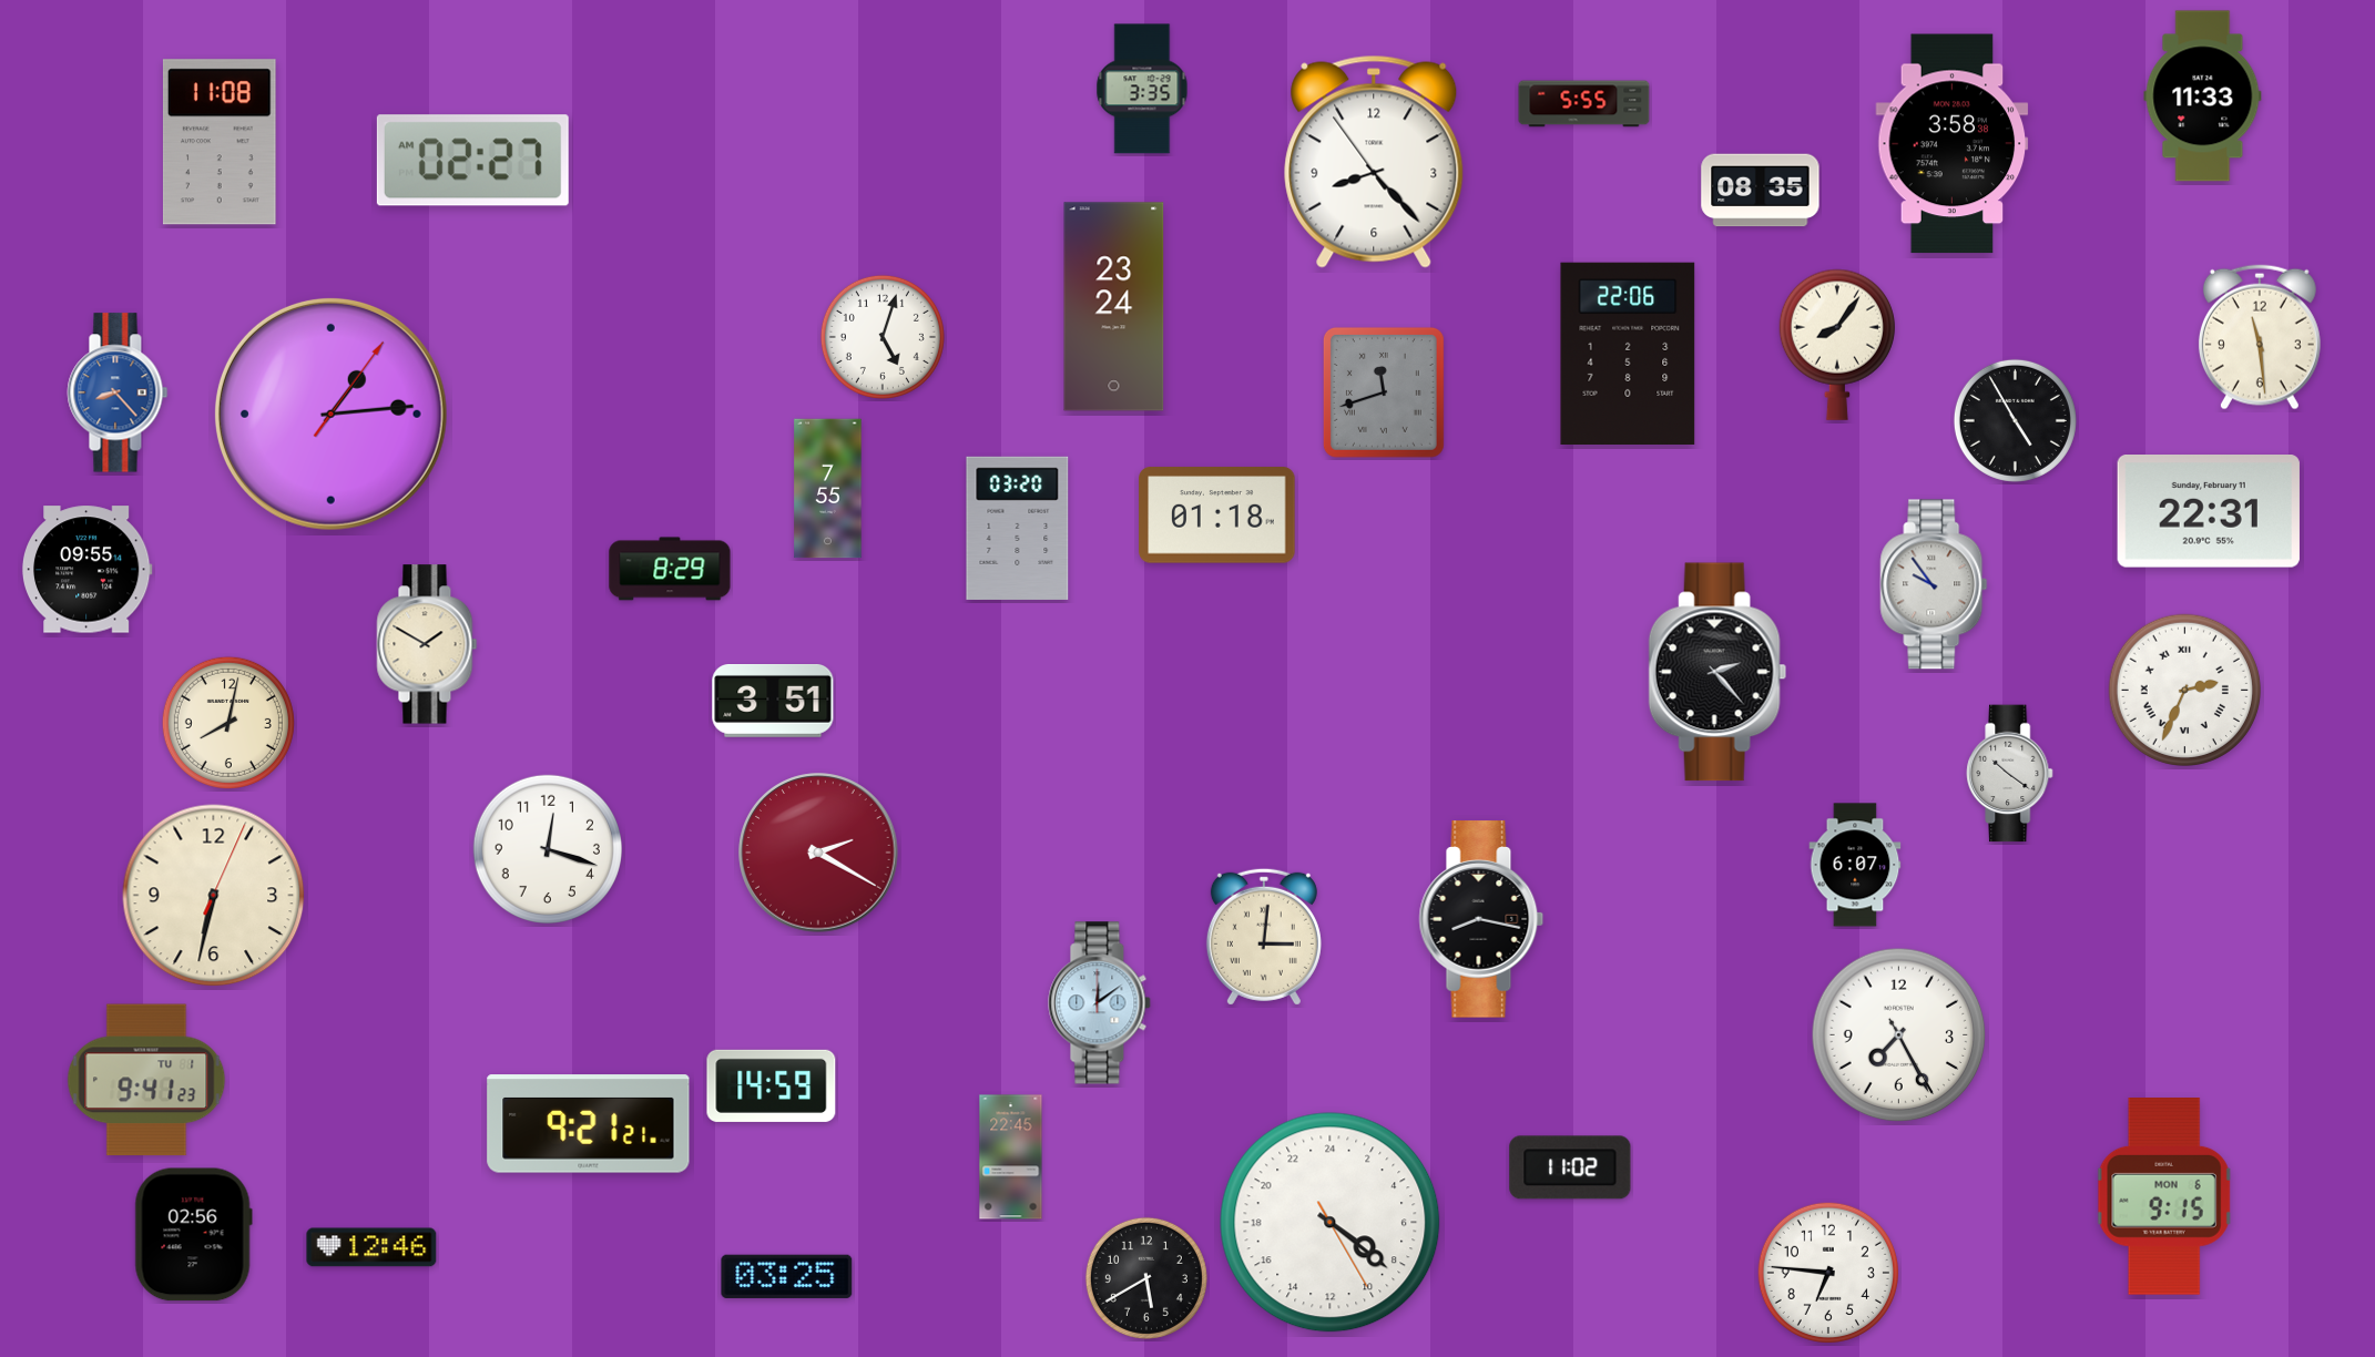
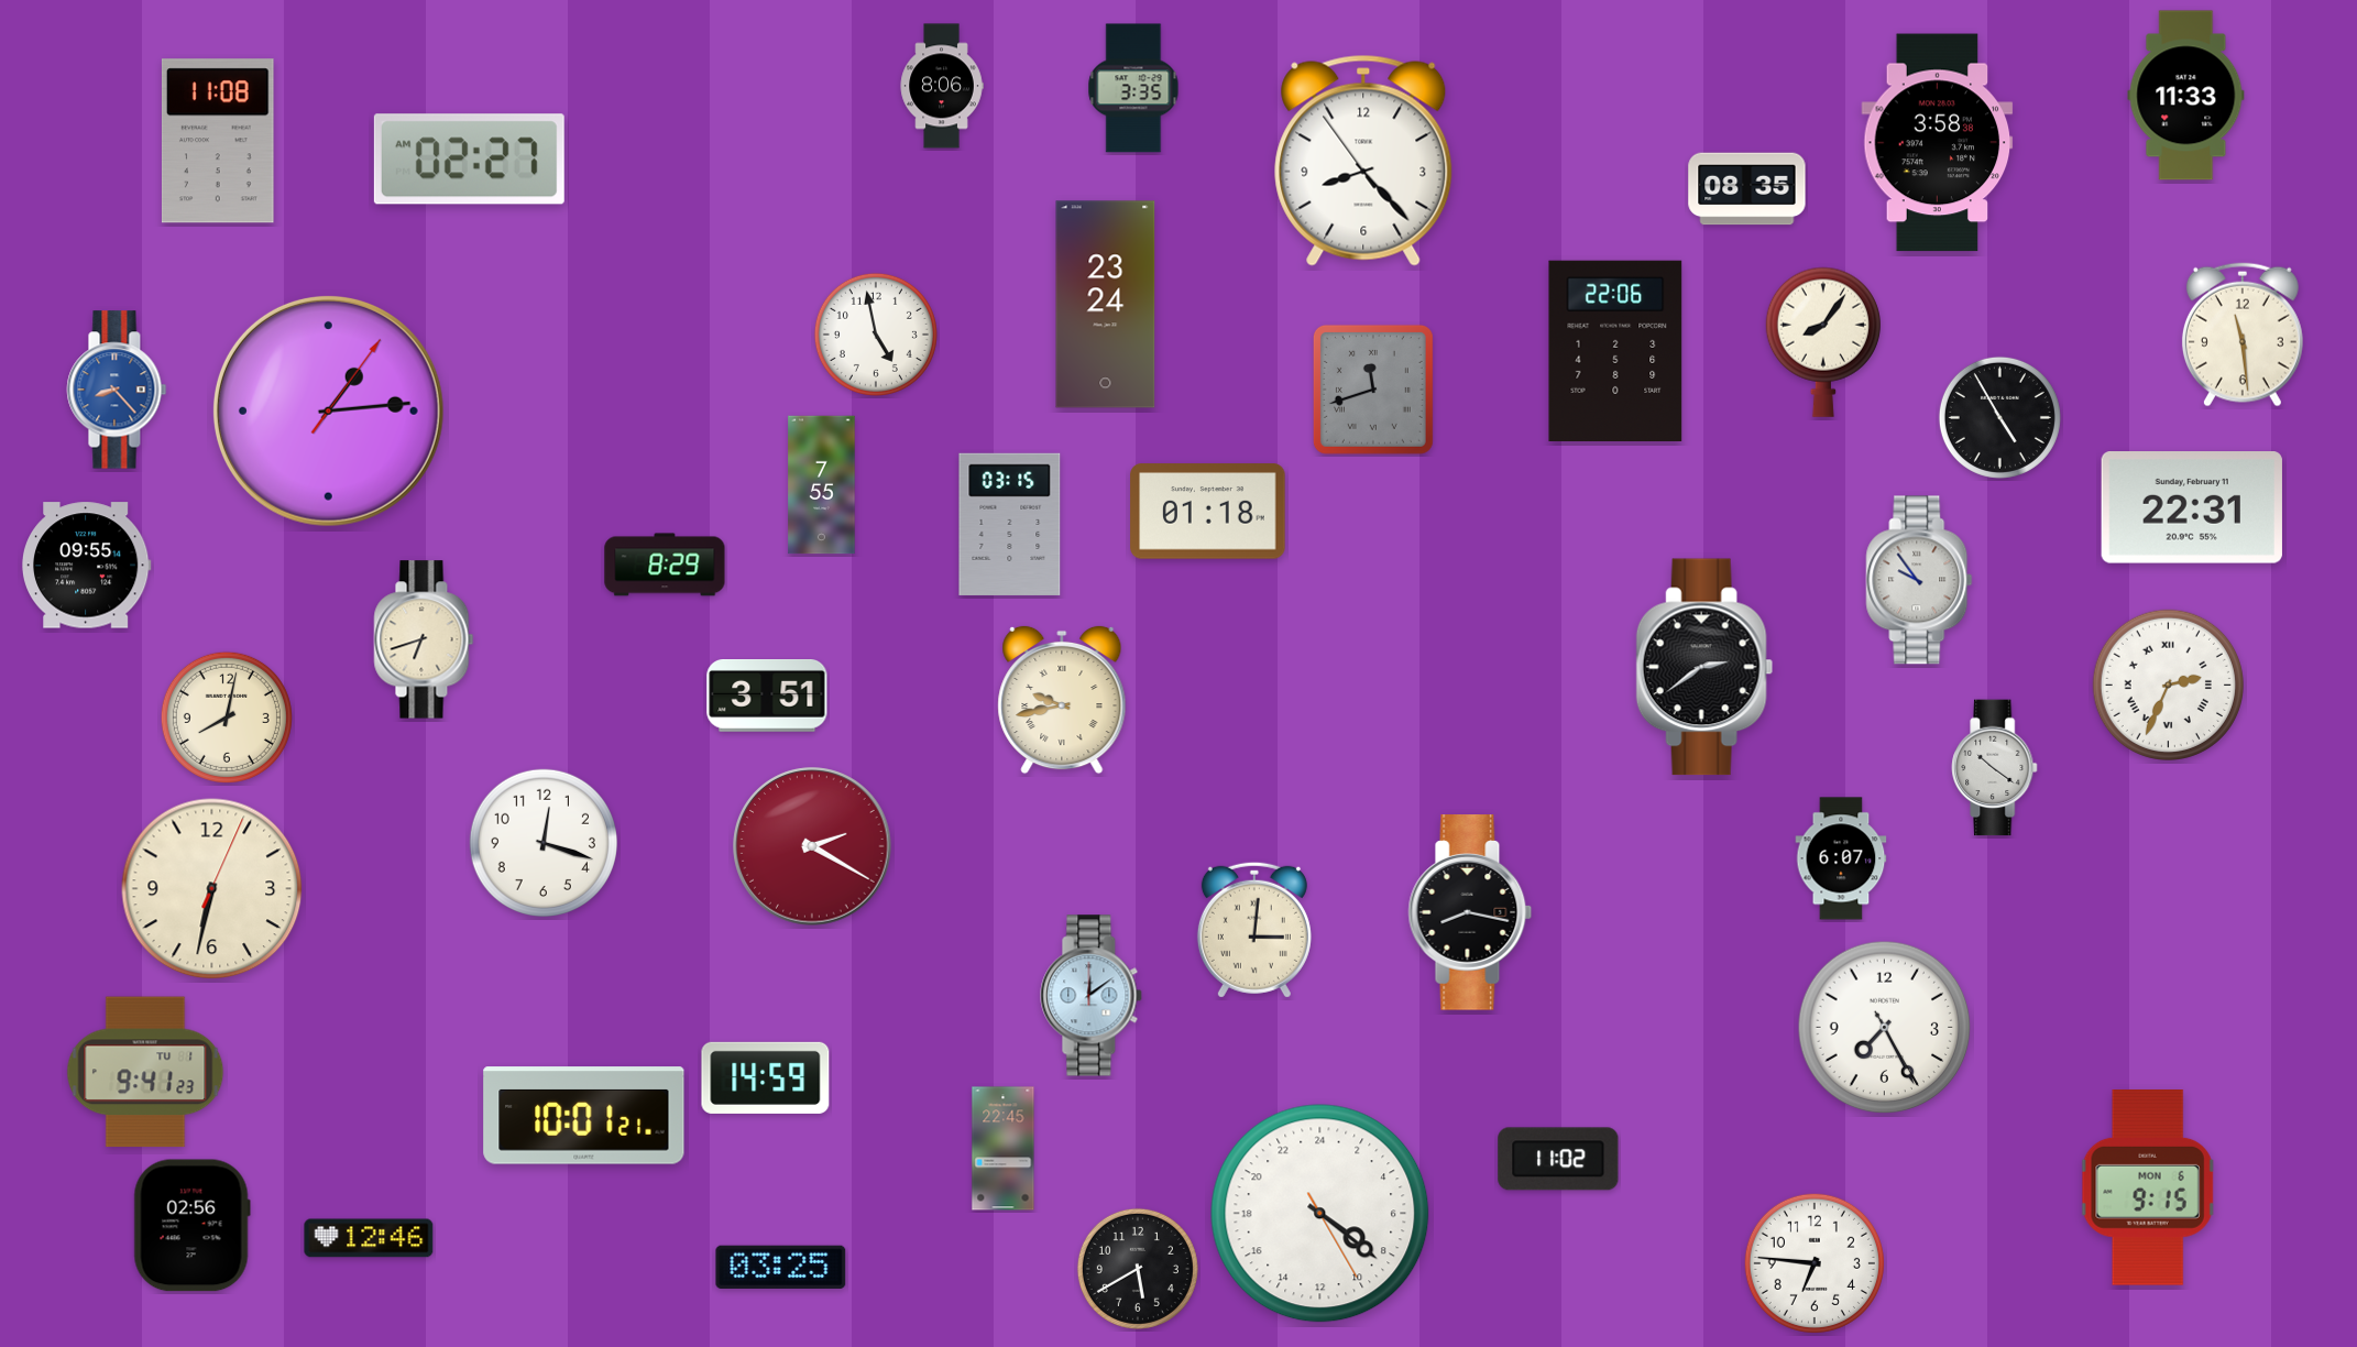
clock at (942, 86): none -> 8:06
clock at (1584, 104): 5:55 -> none
clock at (883, 337): 5:03 -> 4:58
clock at (1018, 528): 03:20 -> 03:15
clock at (427, 644): 1:50 -> 6:42
clock at (1717, 672): 2:23 -> 2:39
clock at (1062, 700): none -> 9:43
clock at (589, 1124): 9:21 -> 10:01
